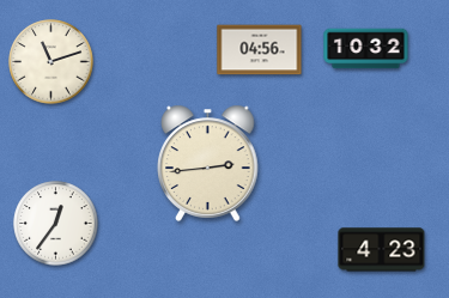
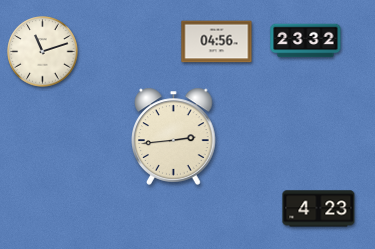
clock at (366, 49): 10:32 -> 23:32
clock at (56, 224): 12:36 -> none
